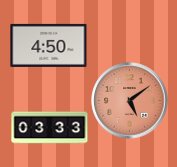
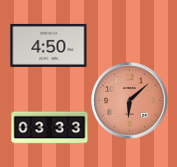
clock at (130, 101): 5:09 -> 6:08
